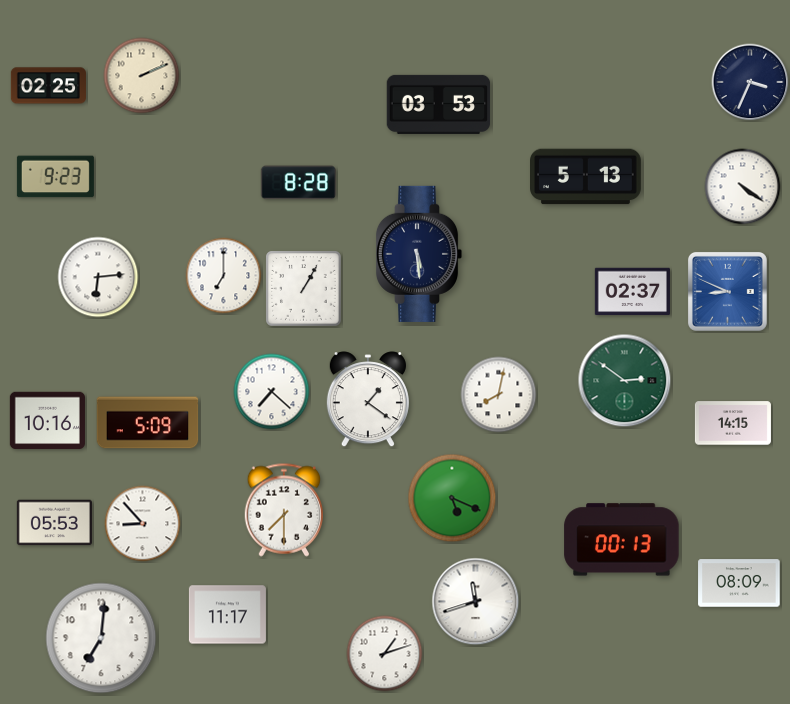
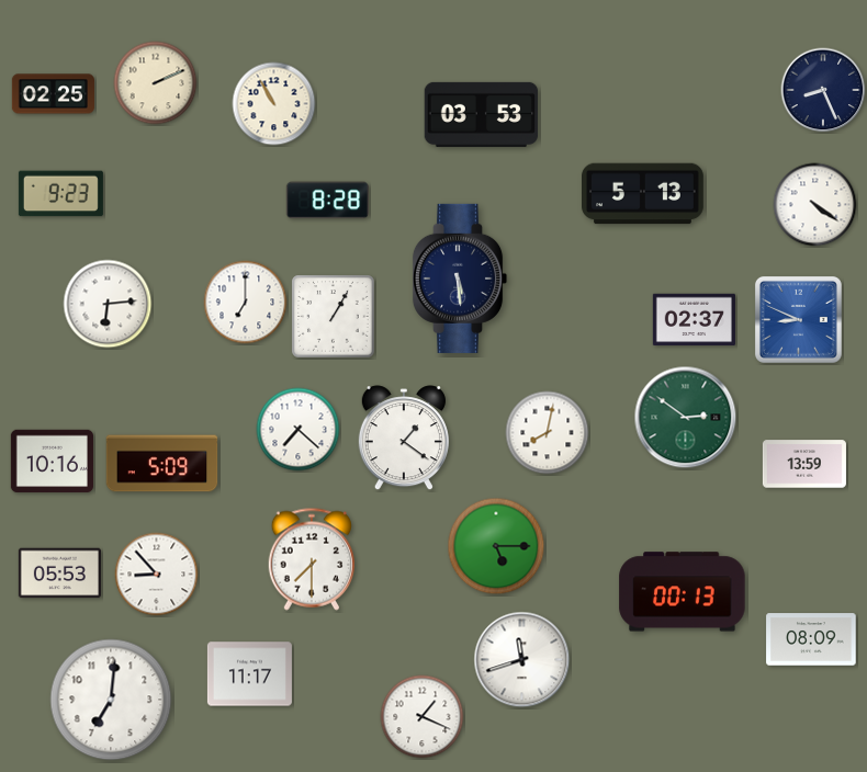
clock at (750, 82): 3:34 -> 8:26
clock at (274, 104): none -> 10:55
clock at (733, 423): 14:15 -> 13:59
clock at (452, 498): 5:19 -> 5:15
clock at (385, 654): 1:12 -> 1:19
